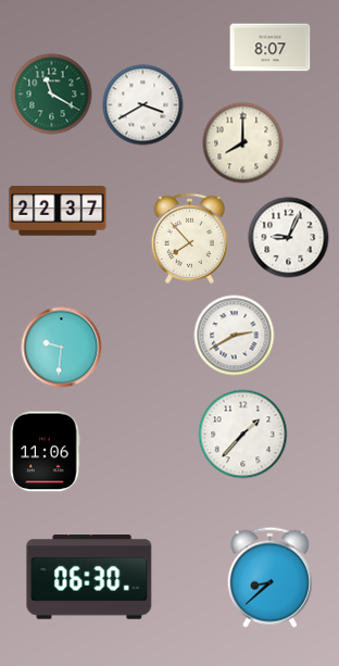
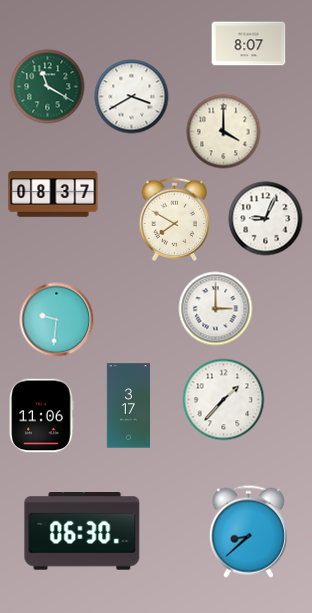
clock at (243, 143): 8:00 -> 4:00
clock at (58, 211): 22:37 -> 08:37
clock at (189, 238): 7:53 -> 7:50
clock at (235, 336): 2:40 -> 3:00
clock at (128, 406): none -> 3:17
